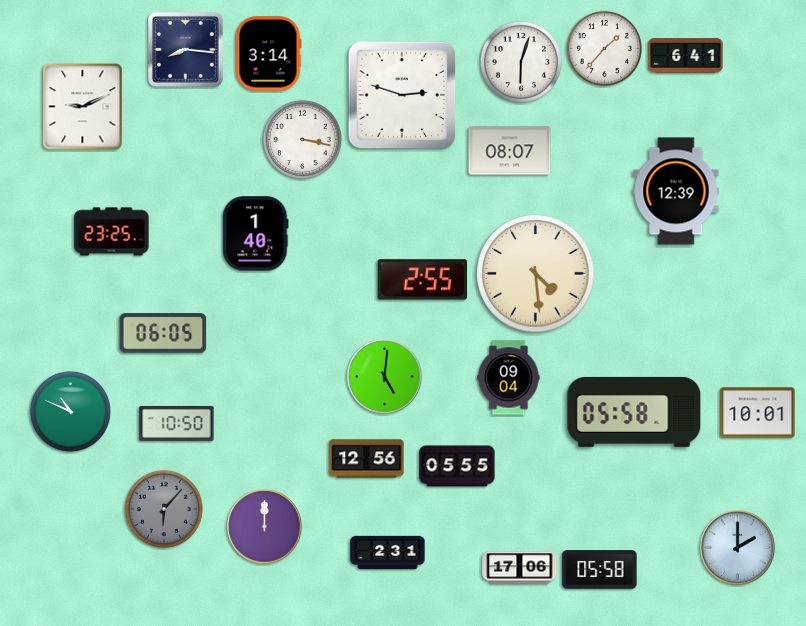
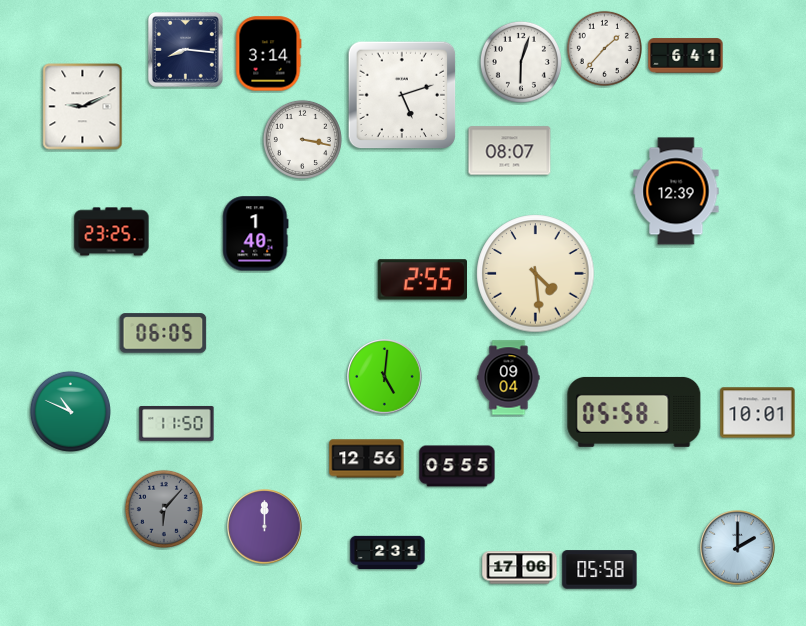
clock at (402, 95): 2:48 -> 5:12
clock at (177, 423): 10:50 -> 11:50
